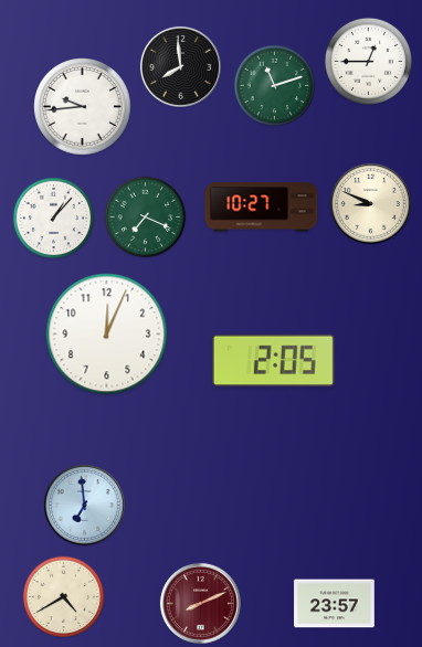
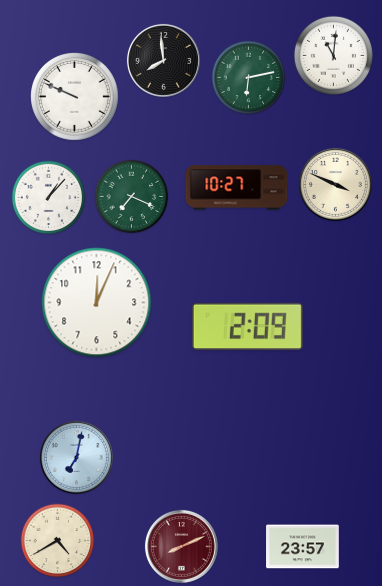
clock at (368, 61): 12:45 -> 11:01
clock at (275, 86): 11:12 -> 6:13
clock at (83, 107): 9:44 -> 9:49
clock at (370, 203): 8:49 -> 3:49
clock at (273, 361): 2:05 -> 2:09
clock at (84, 505): 6:59 -> 7:02
